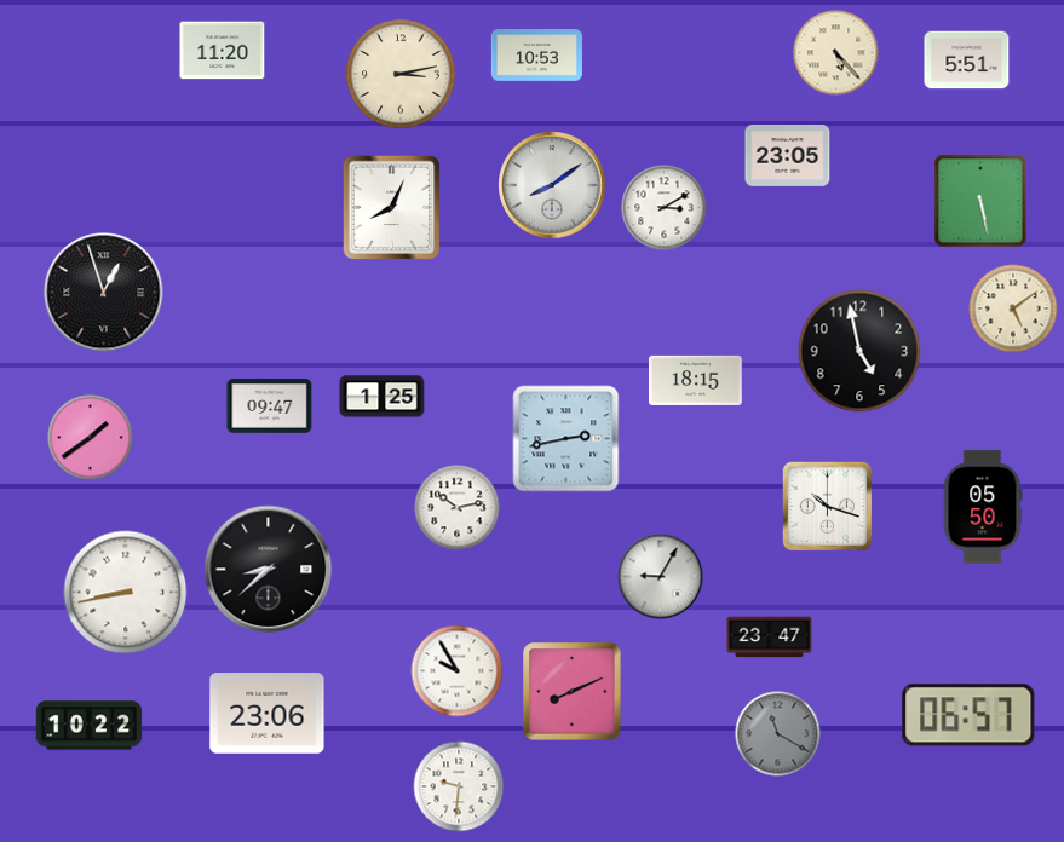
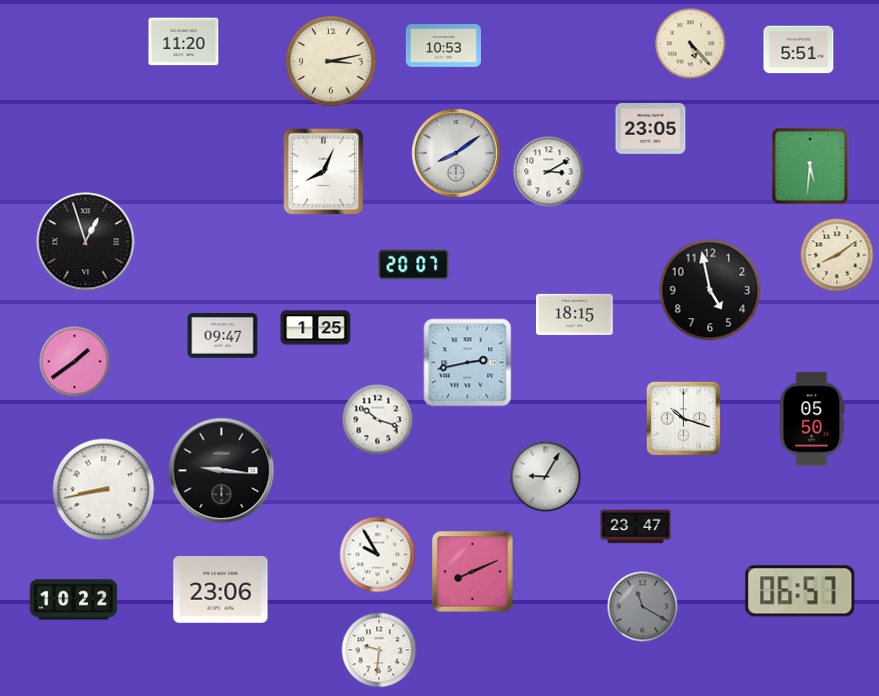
clock at (980, 201): 5:28 -> 5:31
clock at (1013, 308): 5:09 -> 8:09
clock at (414, 265): none -> 20:07
clock at (458, 508): 10:13 -> 10:18
clock at (269, 570): 8:38 -> 9:16
